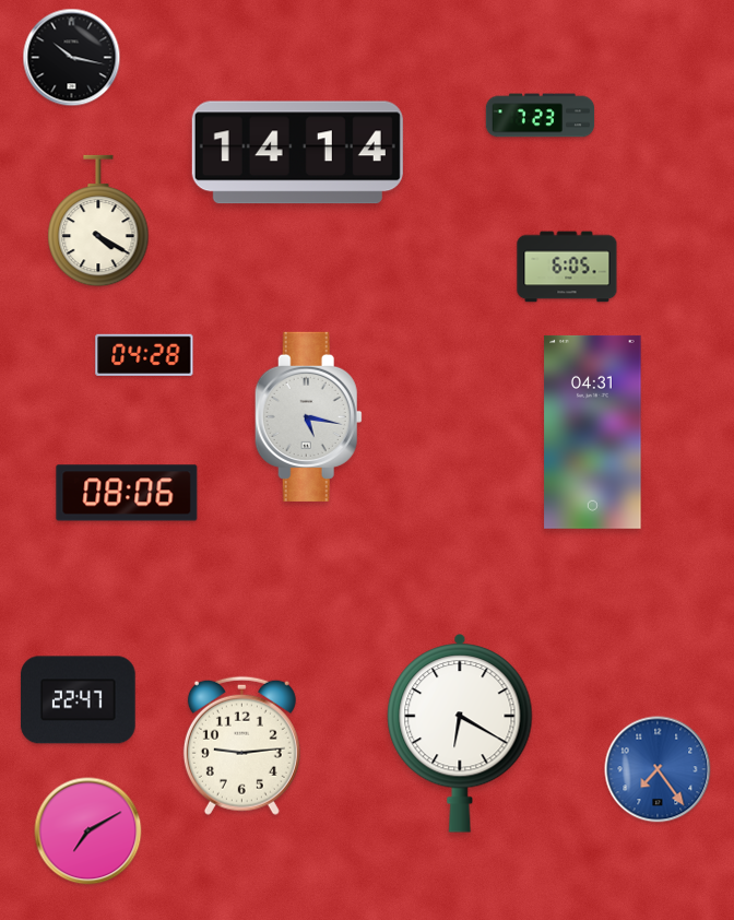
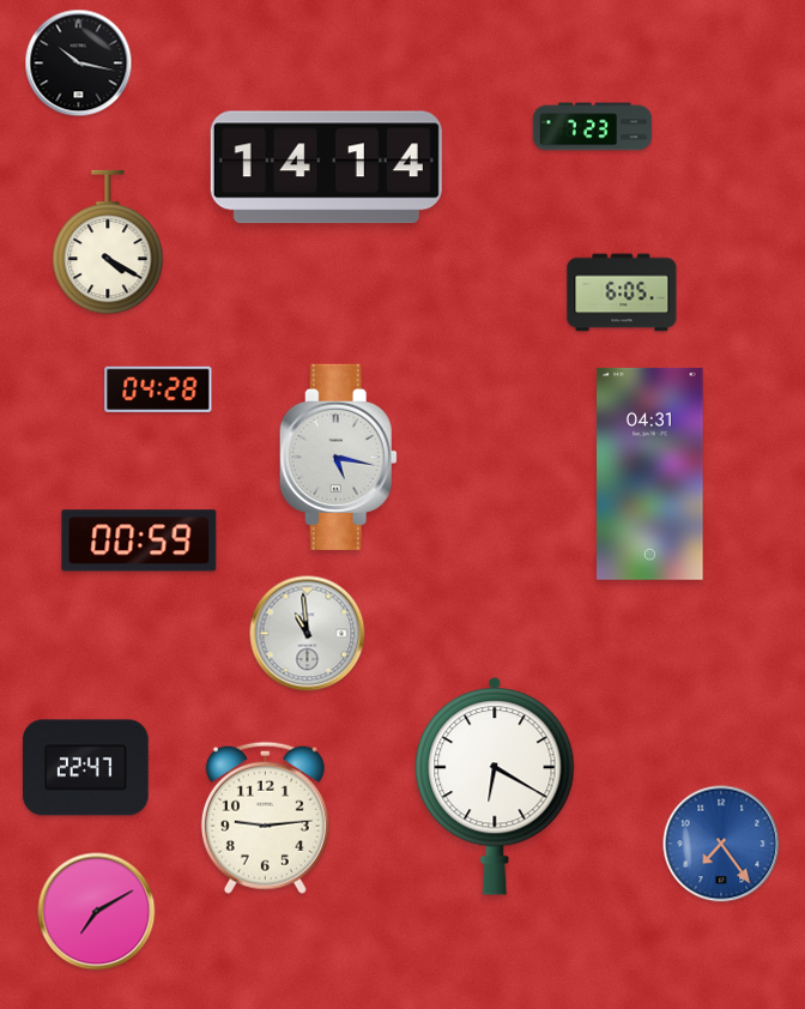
clock at (127, 493): 08:06 -> 00:59
clock at (308, 634): none -> 10:59
clock at (460, 734) position: (460, 734) -> (495, 787)
